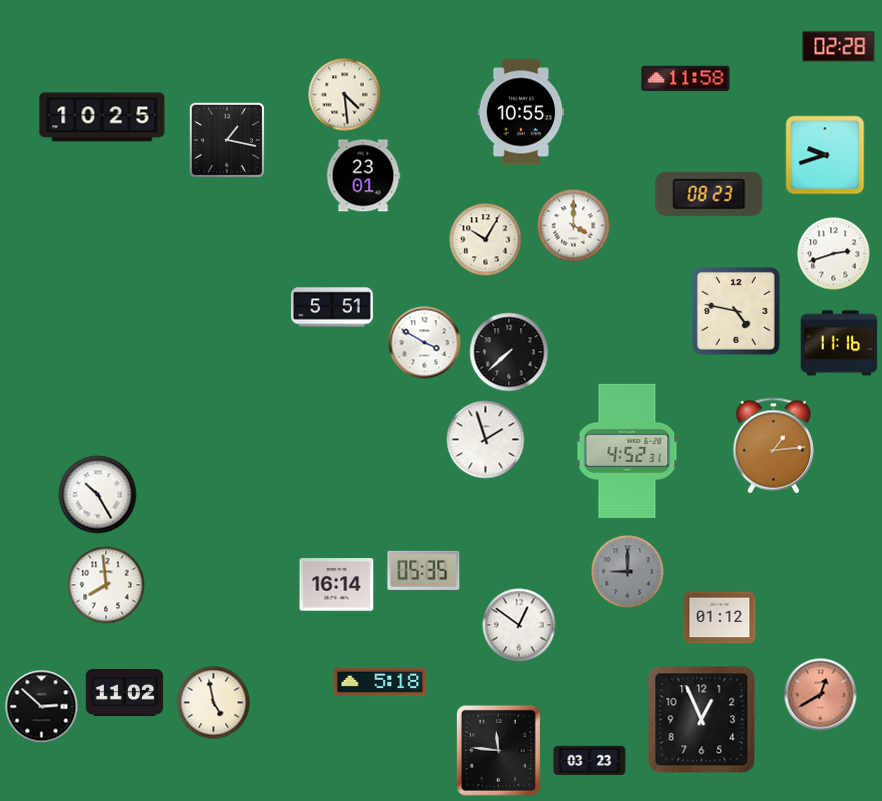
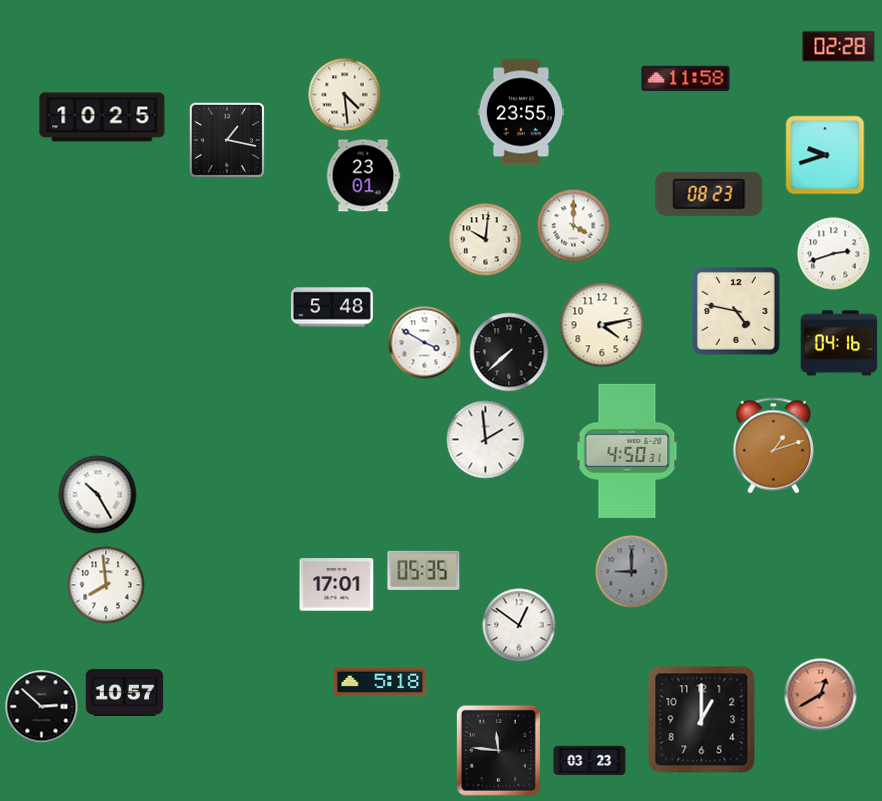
clock at (521, 112): 10:55 -> 23:55
clock at (486, 240): 10:05 -> 10:01
clock at (333, 307): 5:51 -> 5:48
clock at (602, 325): none -> 4:13
clock at (839, 343): 11:16 -> 04:16
clock at (486, 440): 1:57 -> 1:59
clock at (774, 446): 1:14 -> 1:12
clock at (627, 451): 4:52 -> 4:50
clock at (628, 572) position: (628, 572) -> (632, 572)
clock at (337, 585): 16:14 -> 17:01
clock at (720, 618): 01:12 -> none
clock at (125, 692): 11:02 -> 10:57
clock at (214, 703): 4:58 -> none
clock at (702, 720): 12:56 -> 1:00
